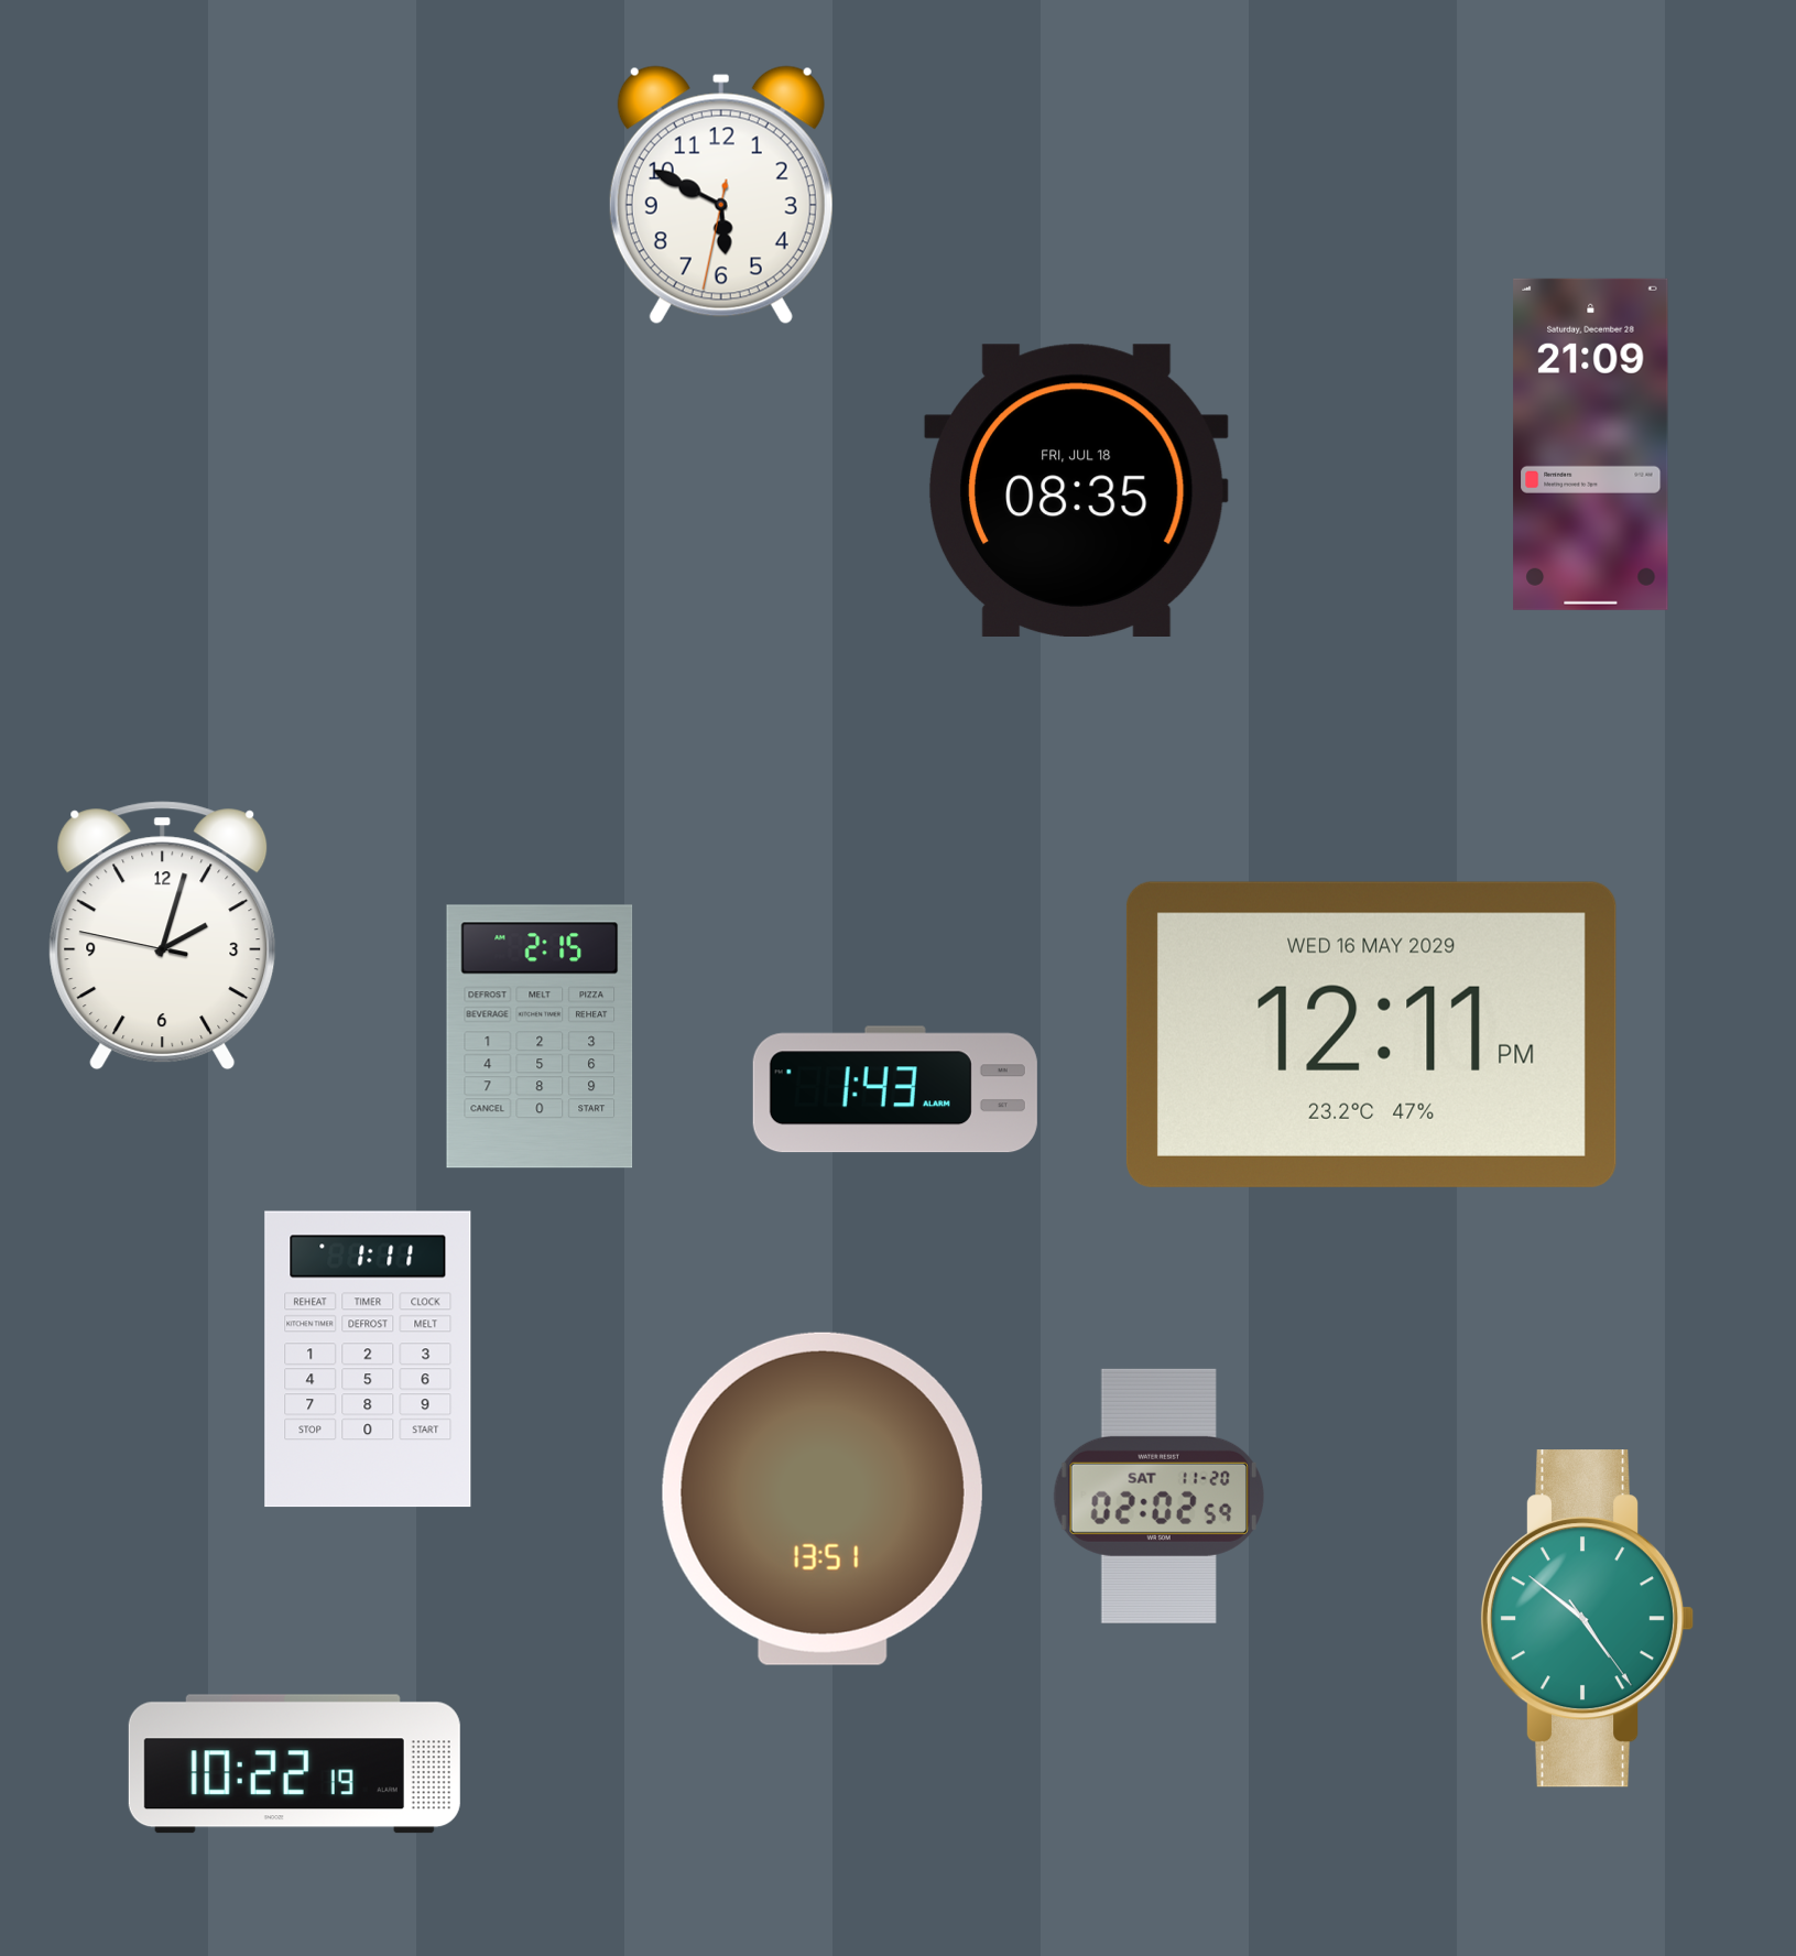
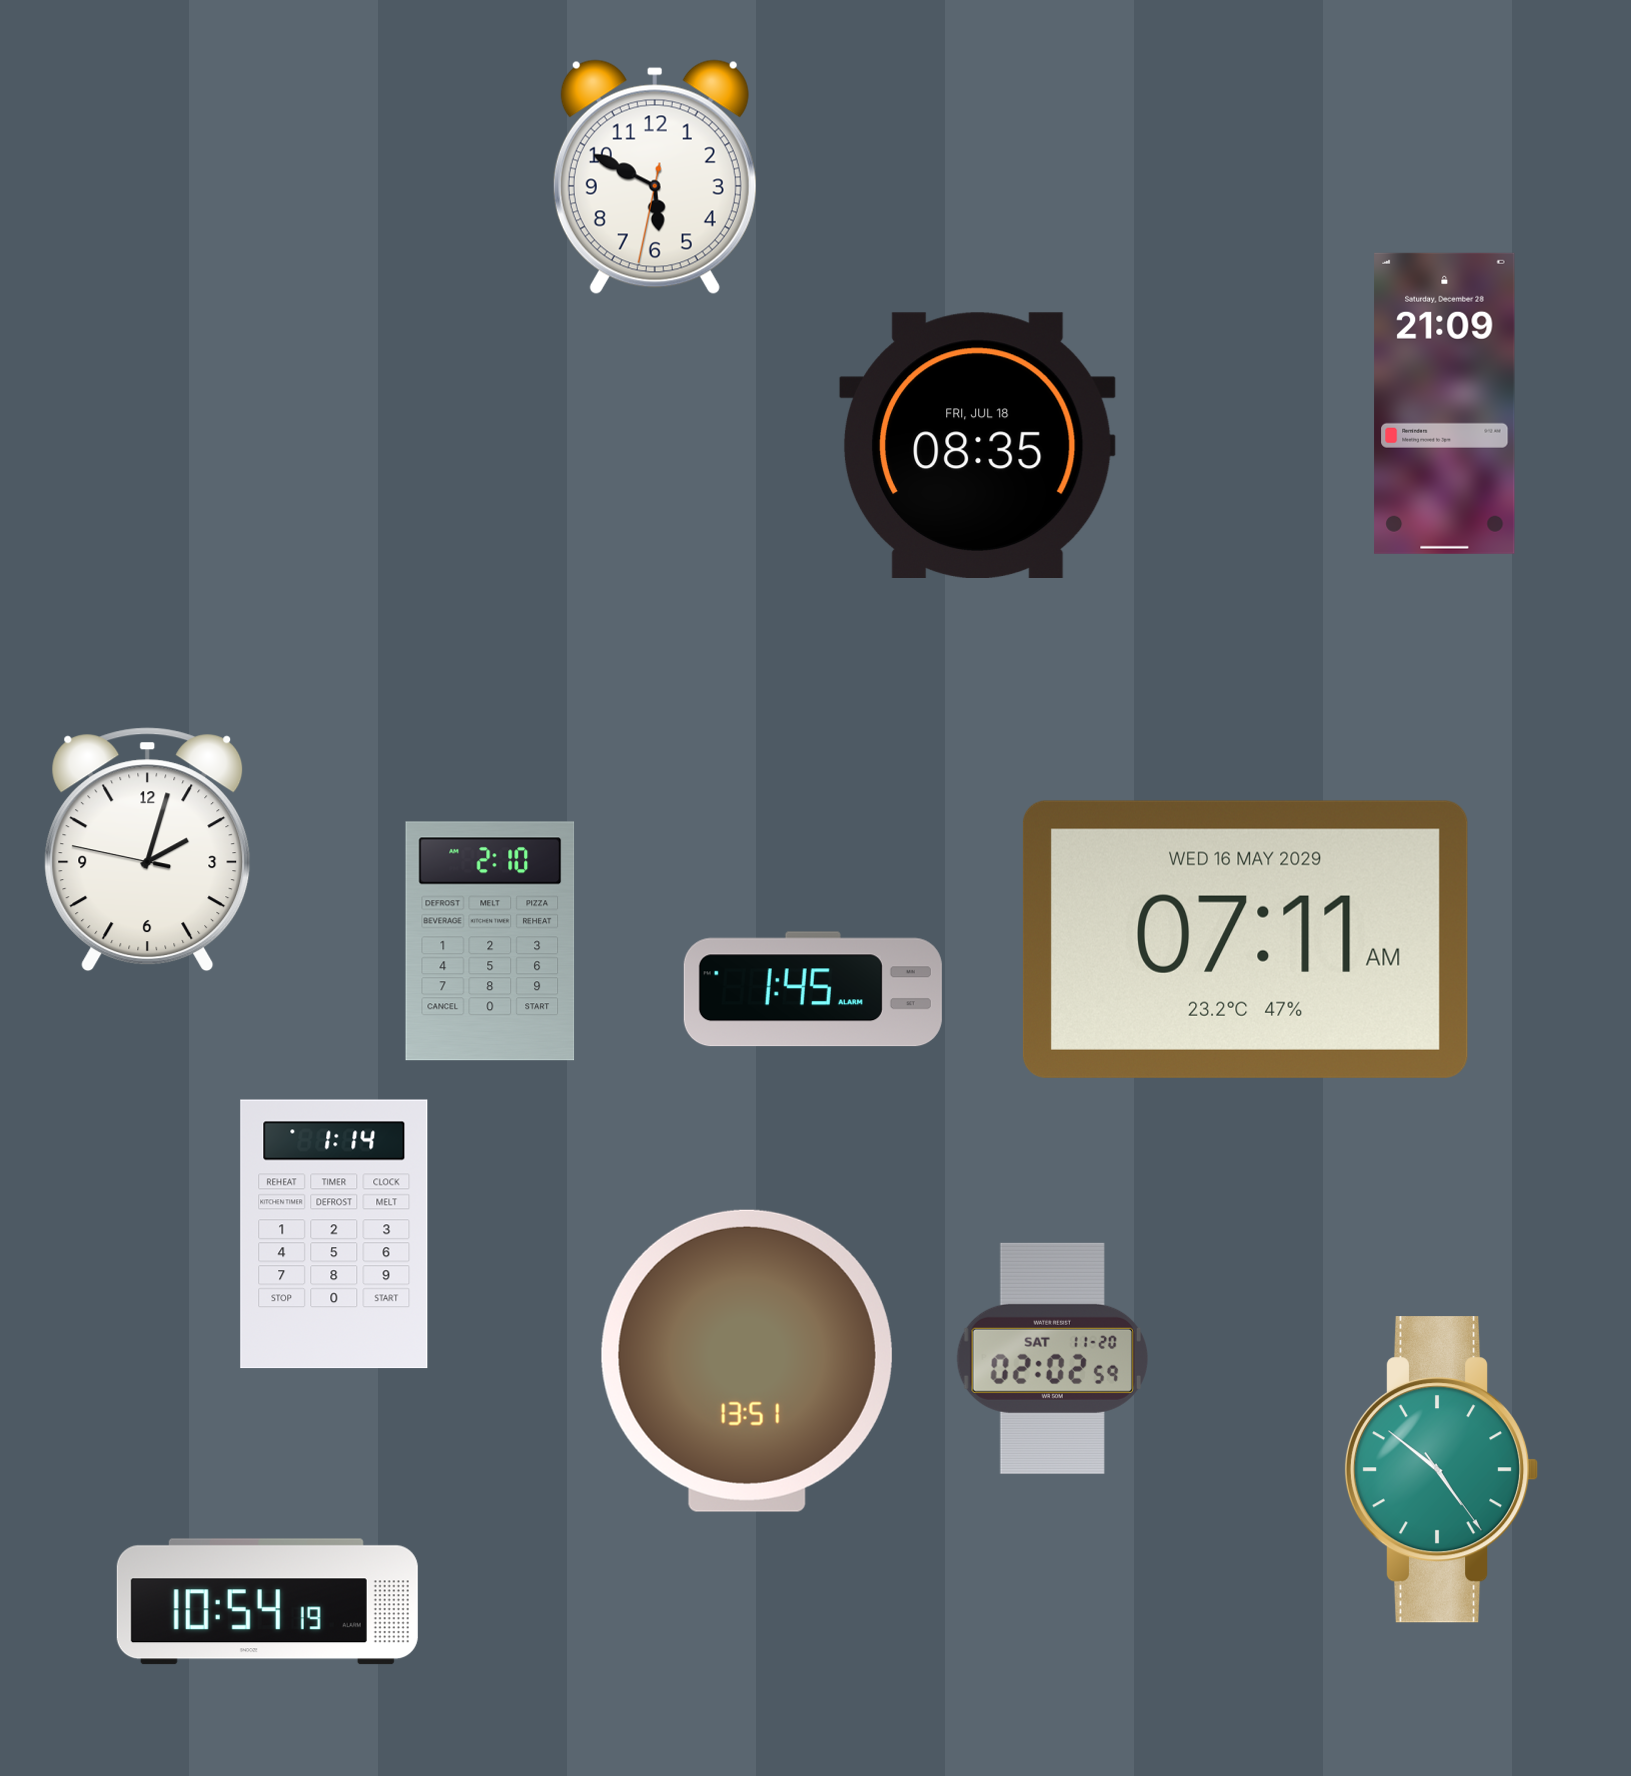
clock at (1371, 1034): 12:11 -> 07:11
clock at (540, 1036): 2:15 -> 2:10
clock at (895, 1089): 1:43 -> 1:45
clock at (368, 1359): 1:11 -> 1:14
clock at (294, 1764): 10:22 -> 10:54
